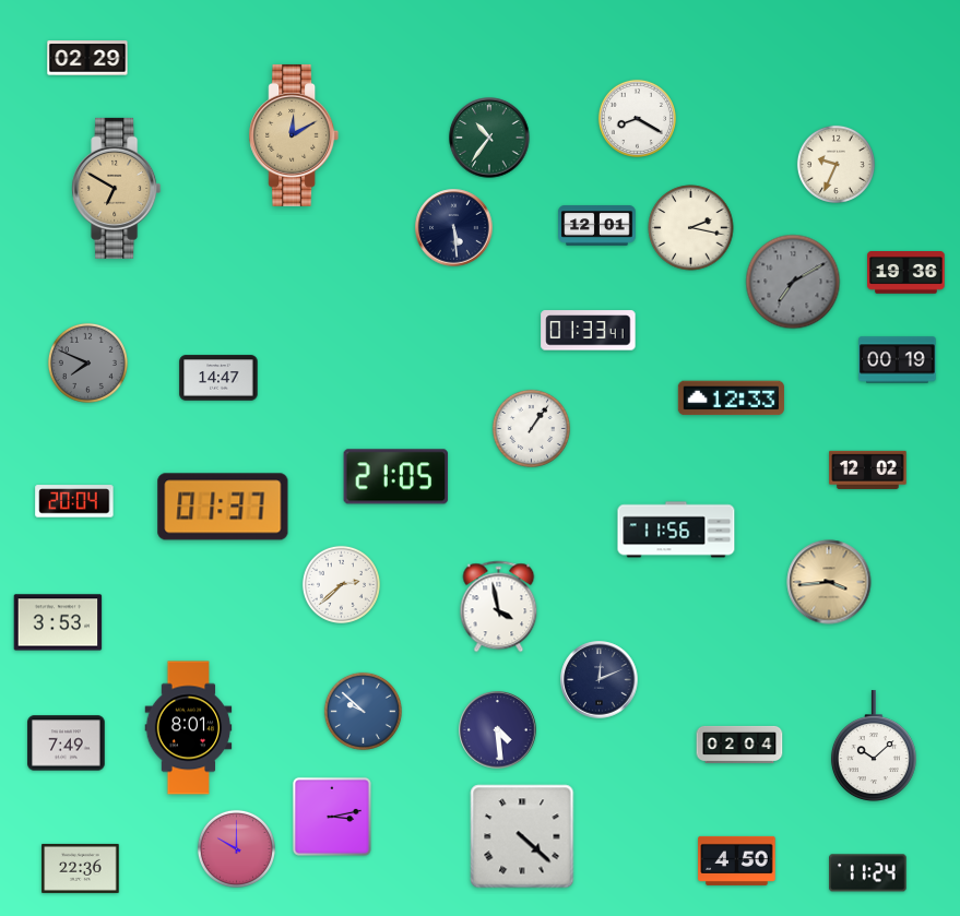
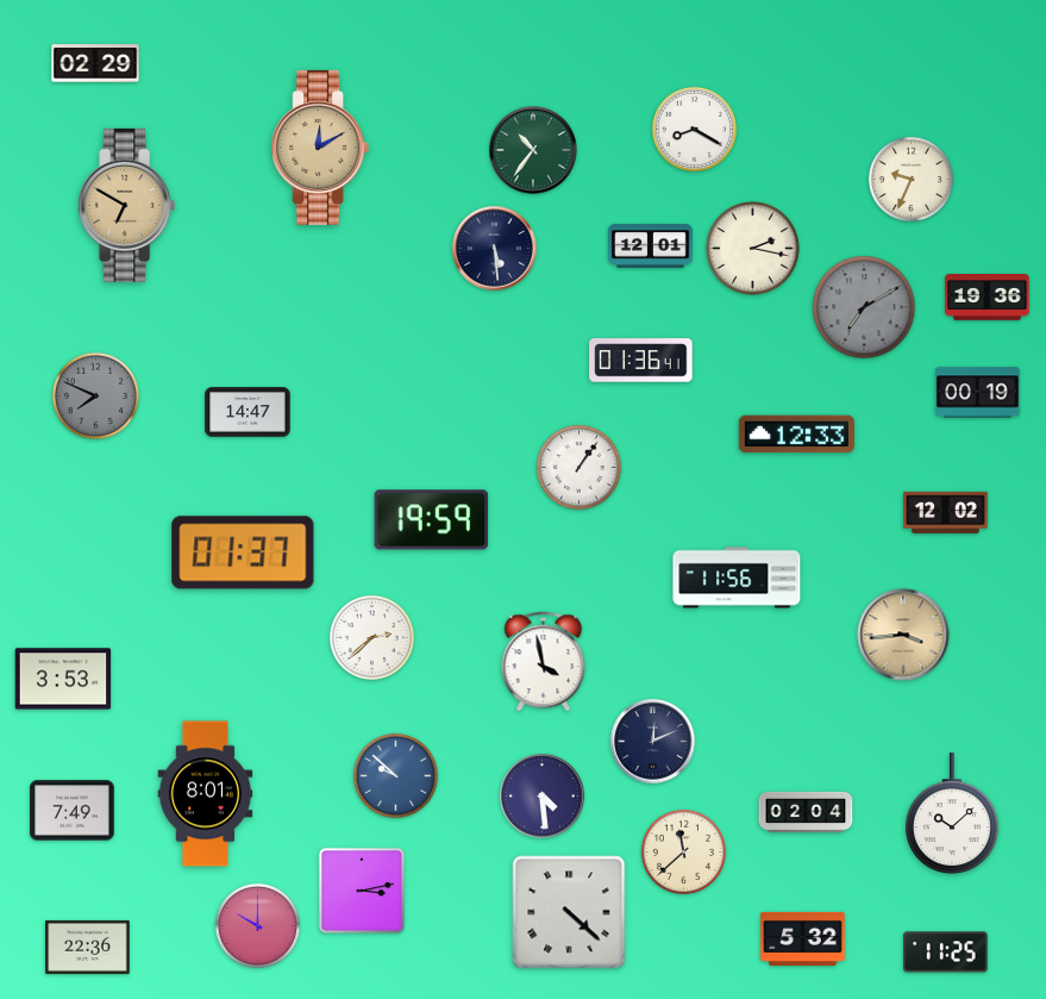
clock at (589, 331): 01:33 -> 01:36
clock at (218, 378) position: (218, 378) -> (248, 412)
clock at (396, 477): 21:05 -> 19:59
clock at (74, 501): 20:04 -> none
clock at (683, 851): none -> 11:38
clock at (737, 860): 4:50 -> 5:32
clock at (868, 873): 11:24 -> 11:25
